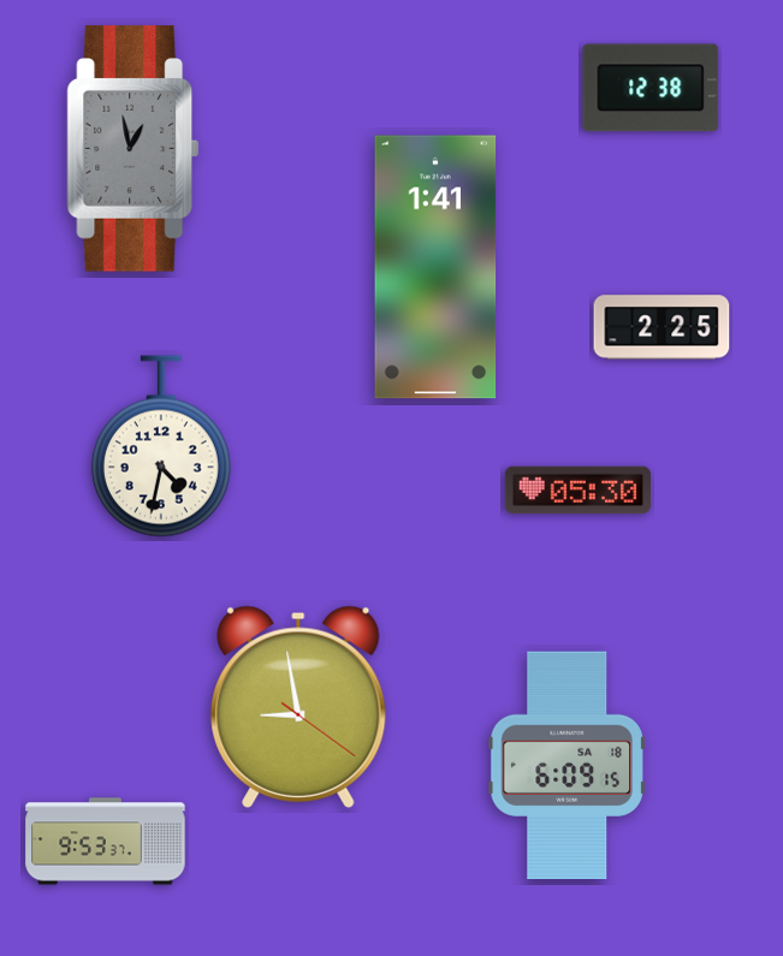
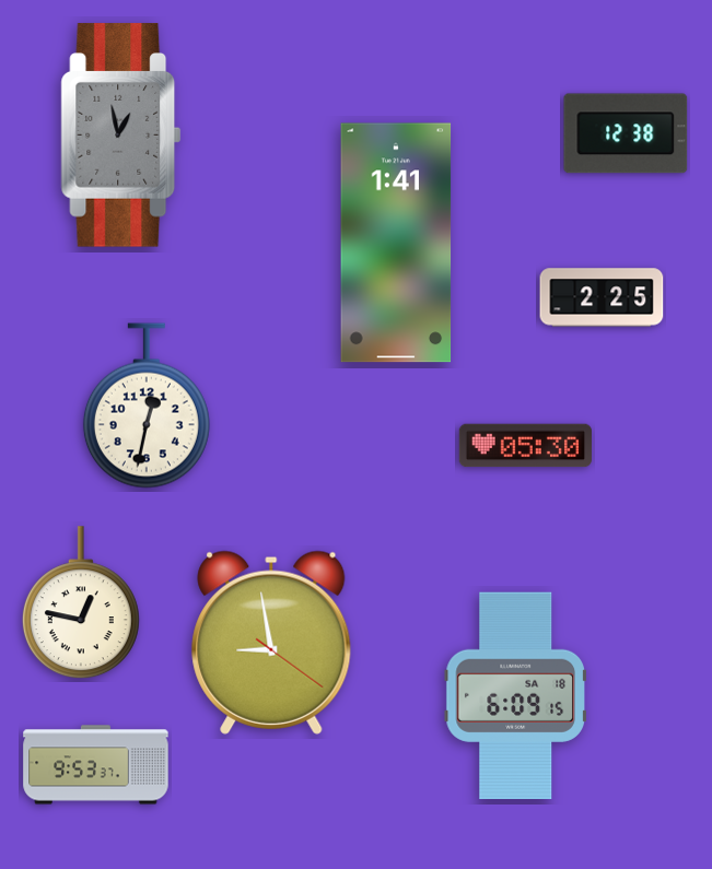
clock at (651, 88) position: (651, 88) -> (626, 133)
clock at (161, 446): 4:32 -> 12:32
clock at (81, 603): none -> 12:47
